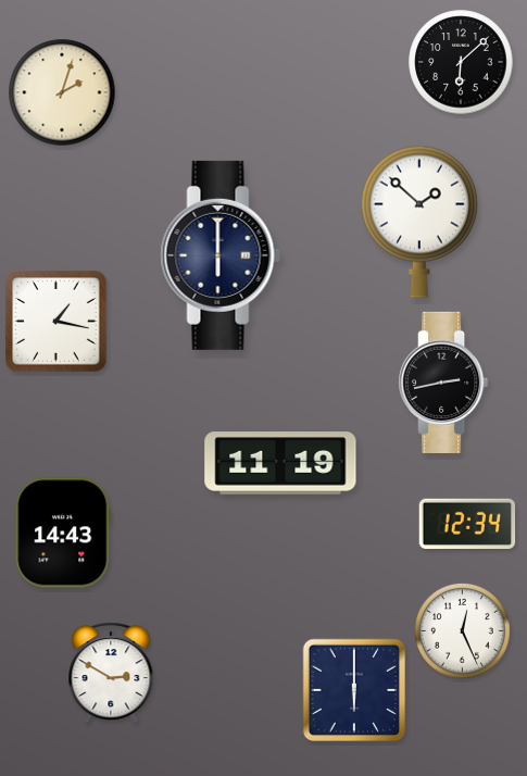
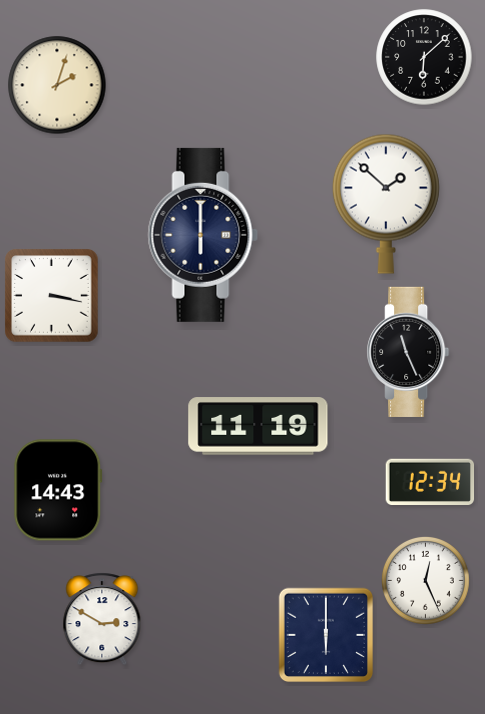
clock at (57, 322): 1:17 -> 3:17
clock at (443, 383): 2:43 -> 11:26
